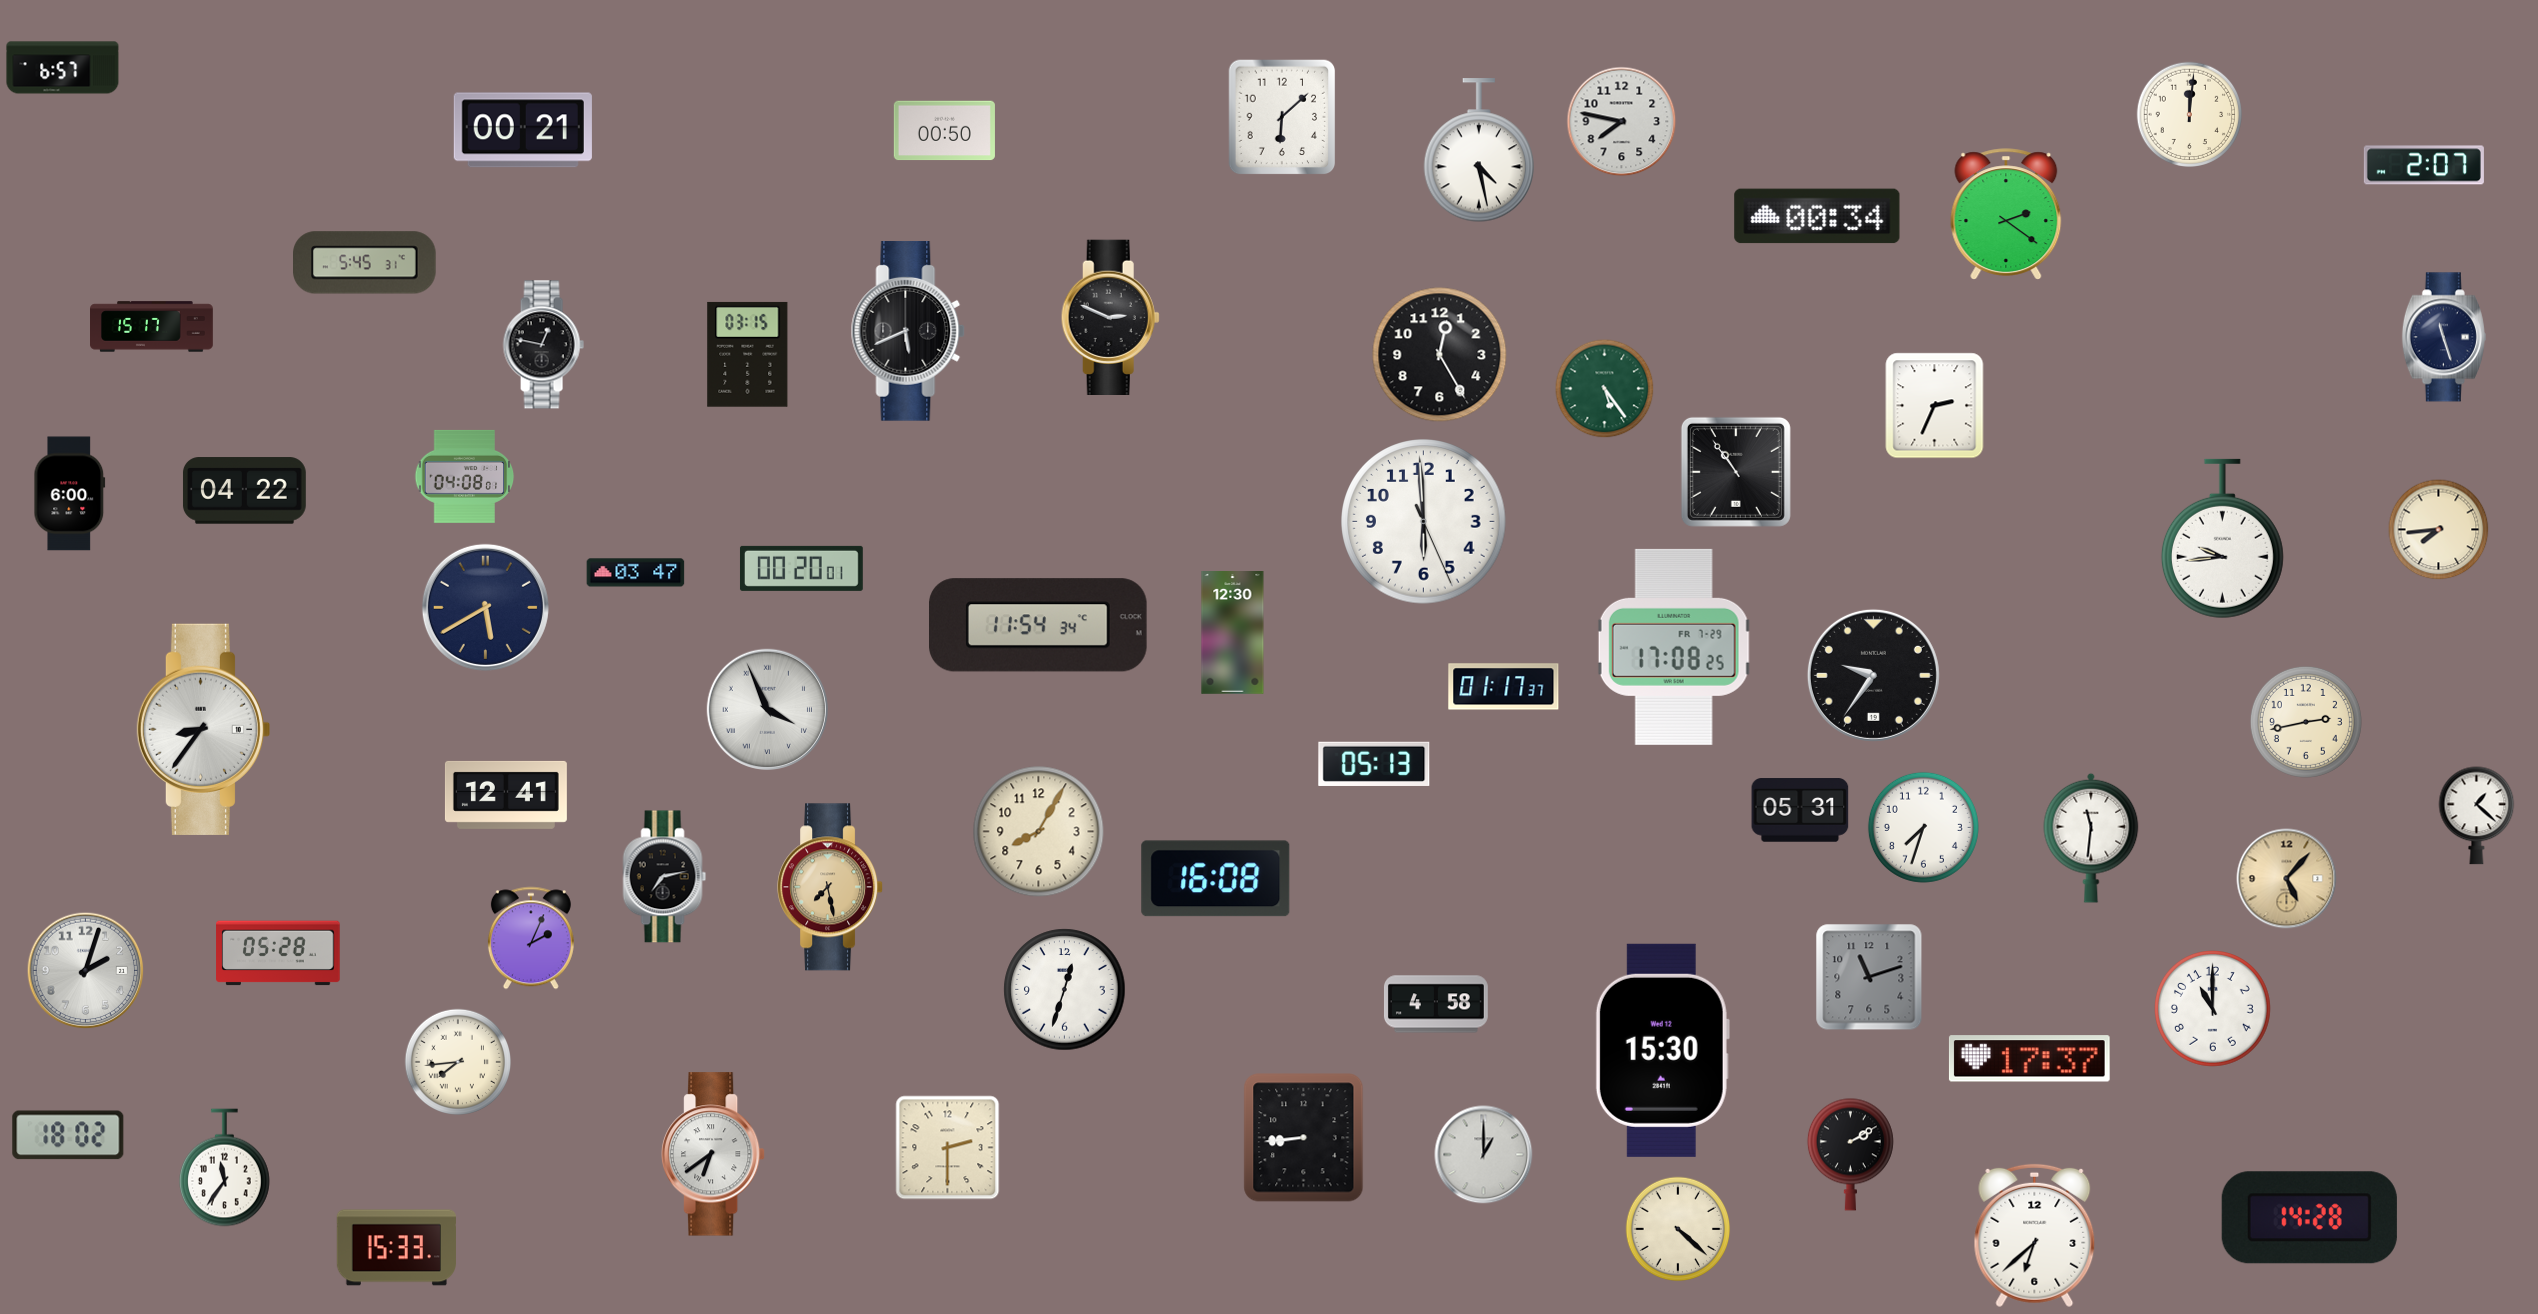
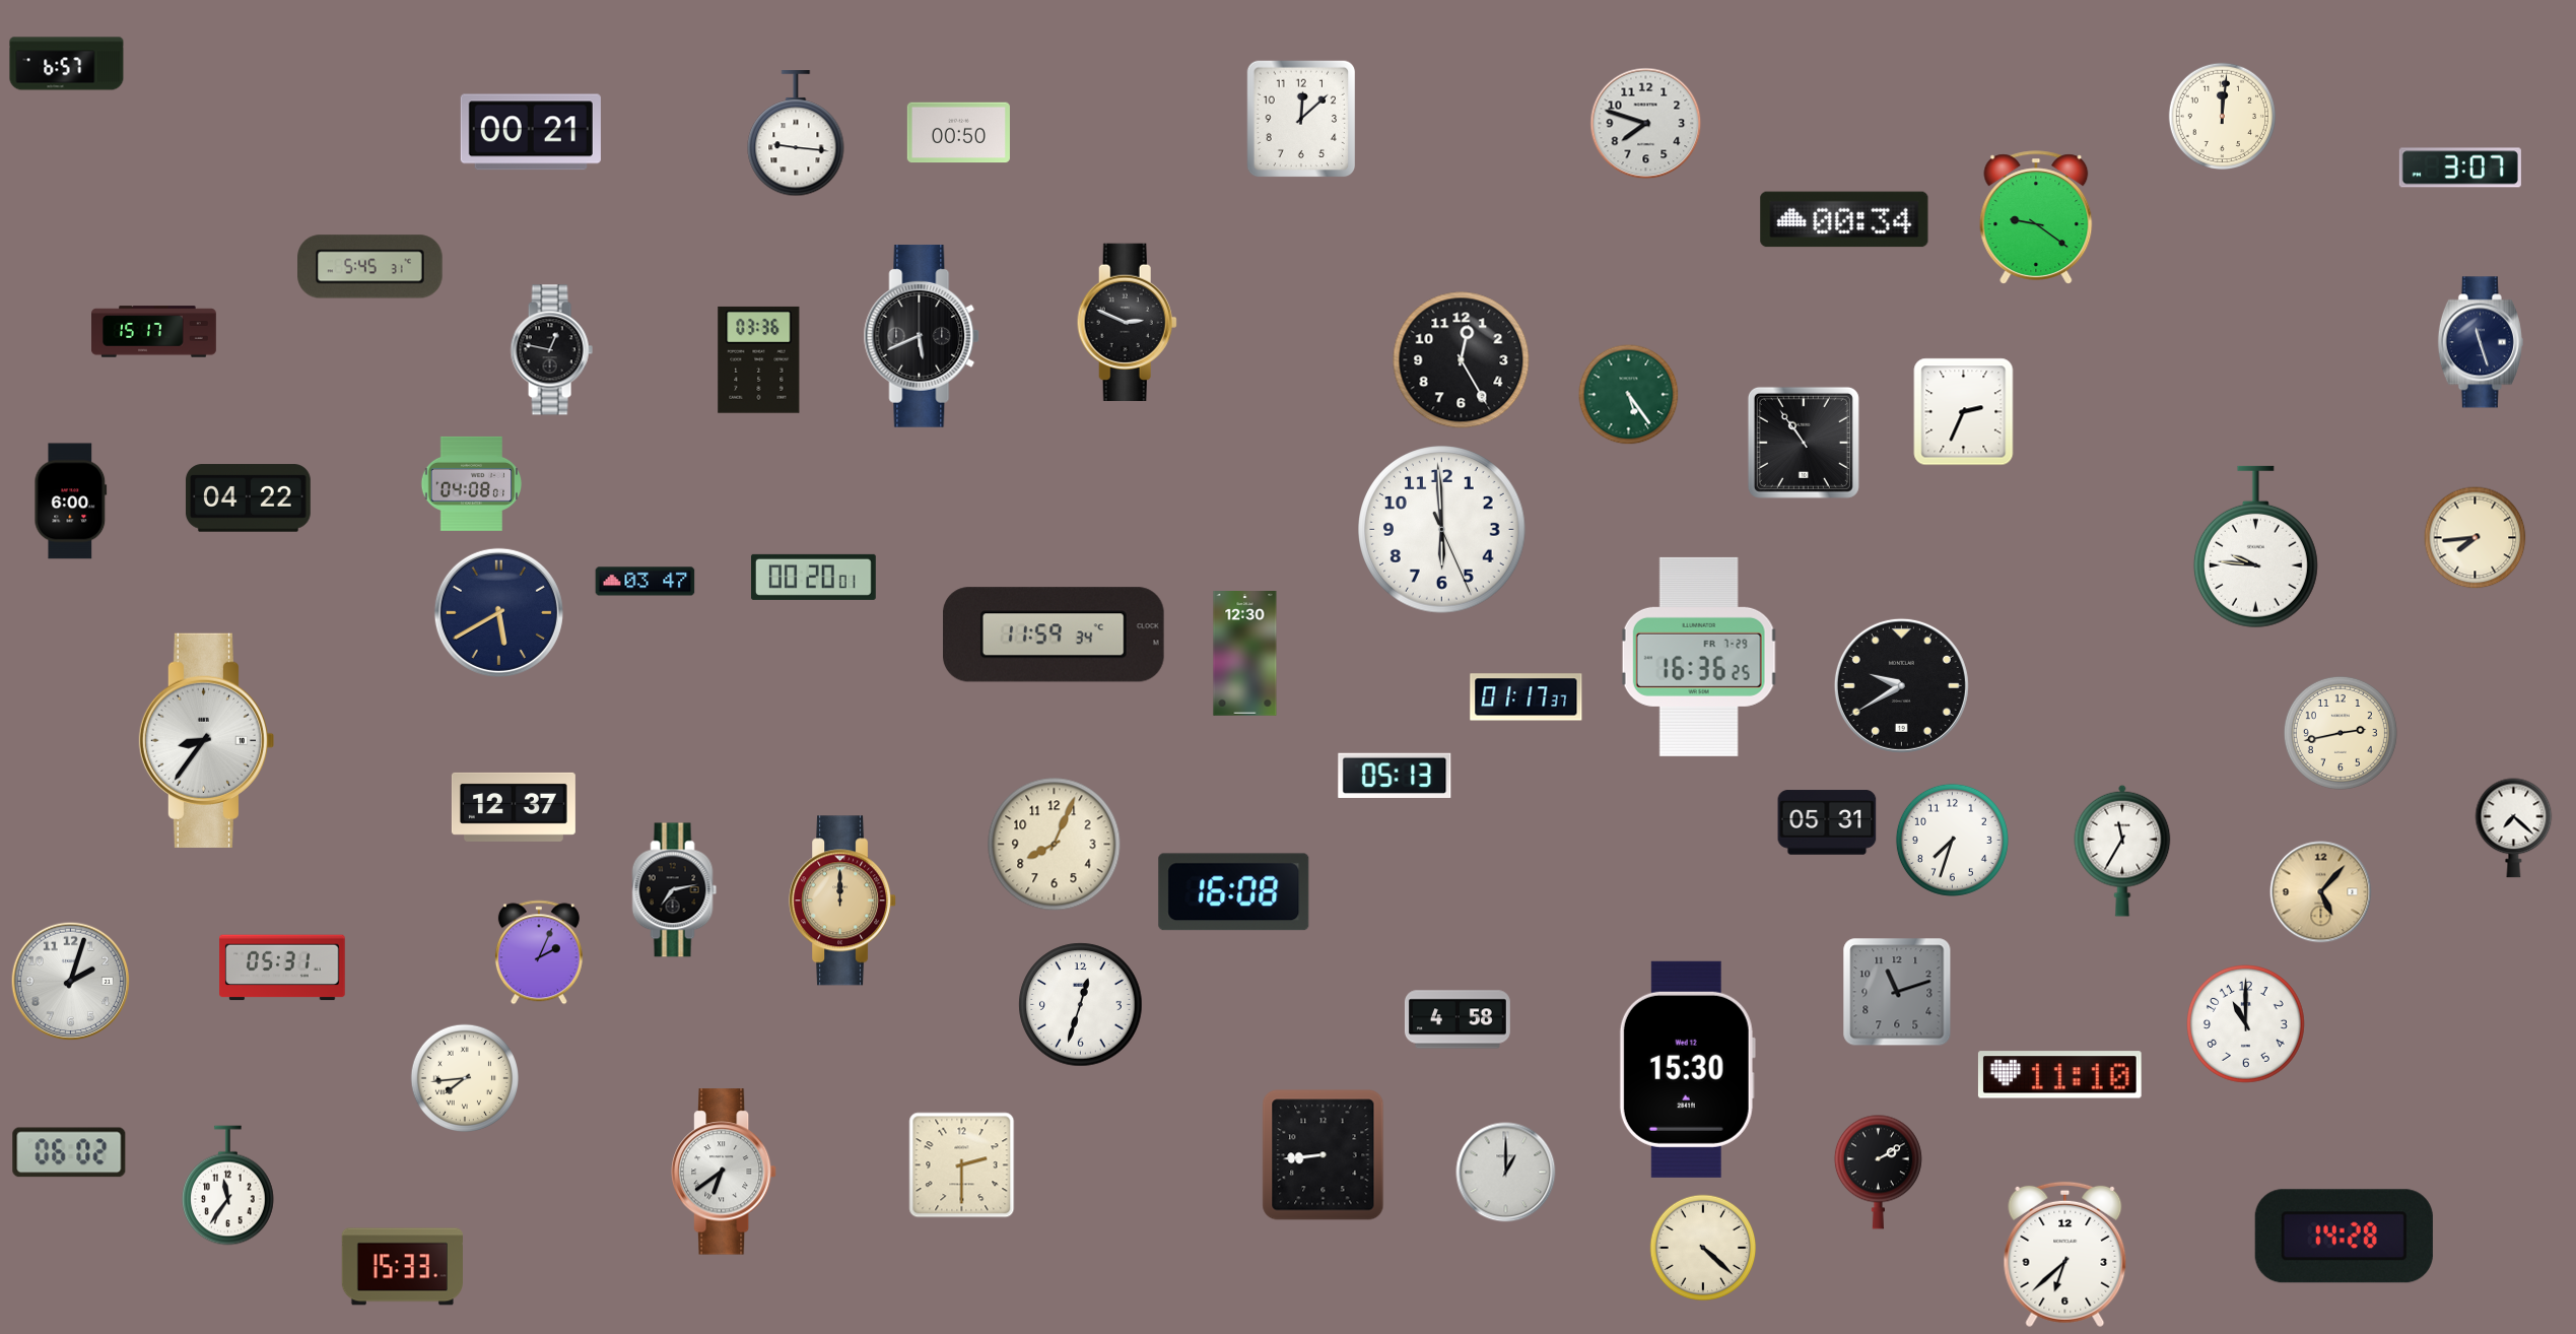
clock at (63, 68) position: (63, 68) -> (67, 64)
clock at (1282, 117): 6:08 -> 12:08
clock at (1622, 122): 7:47 -> 7:48
clock at (796, 134): none -> 9:16
clock at (1479, 151): 4:28 -> none
clock at (2424, 165): 2:07 -> 3:07
clock at (2006, 214): 2:21 -> 9:21
clock at (748, 354): 03:15 -> 03:36
clock at (1736, 472) position: (1736, 472) -> (1804, 443)
clock at (1424, 522) position: (1424, 522) -> (1442, 530)
clock at (2222, 539): 9:44 -> 9:46
clock at (485, 607) position: (485, 607) -> (498, 612)
clock at (1039, 625): 11:54 -> 11:59
clock at (1233, 633) position: (1233, 633) -> (1245, 654)
clock at (1674, 647): 17:08 -> 16:36
clock at (1873, 675): 9:36 -> 9:40
clock at (767, 709): 3:56 -> none
clock at (506, 795): 12:41 -> 12:37
clock at (2477, 816): 1:22 -> 7:22
clock at (1039, 832): 8:05 -> 8:04
clock at (2091, 838): 11:31 -> 11:35
clock at (831, 887): 7:28 -> 12:00
clock at (278, 953): 05:28 -> 05:31
clock at (86, 971) position: (86, 971) -> (71, 982)
clock at (1662, 1050) position: (1662, 1050) -> (1687, 1069)
clock at (2029, 1059): 17:37 -> 11:10
clock at (68, 1135): 18:02 -> 06:02
